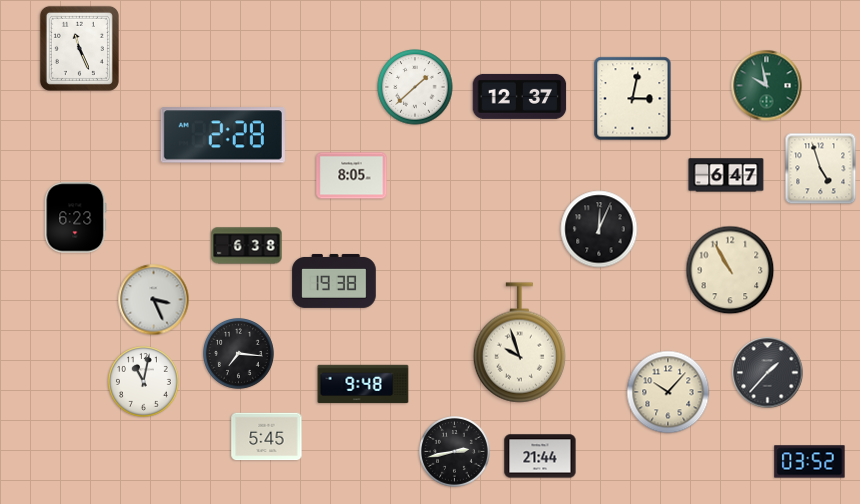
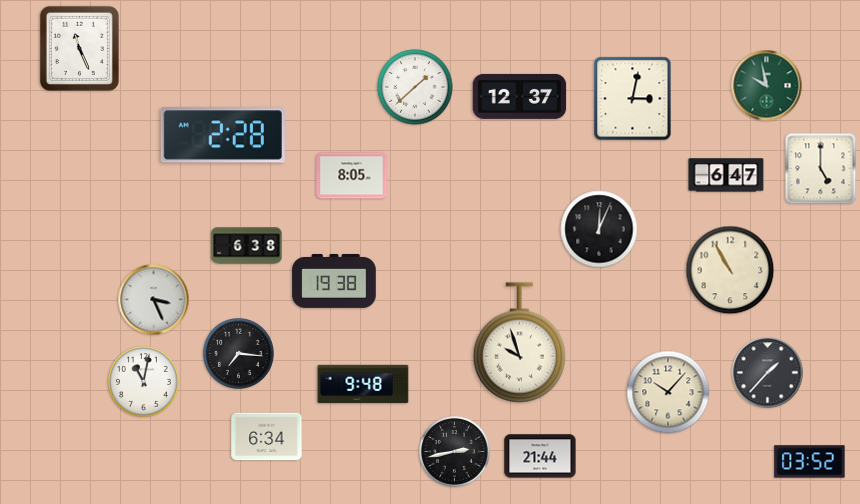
clock at (821, 169): 4:57 -> 5:00
clock at (76, 218): 6:23 -> none
clock at (267, 437): 5:45 -> 6:34
